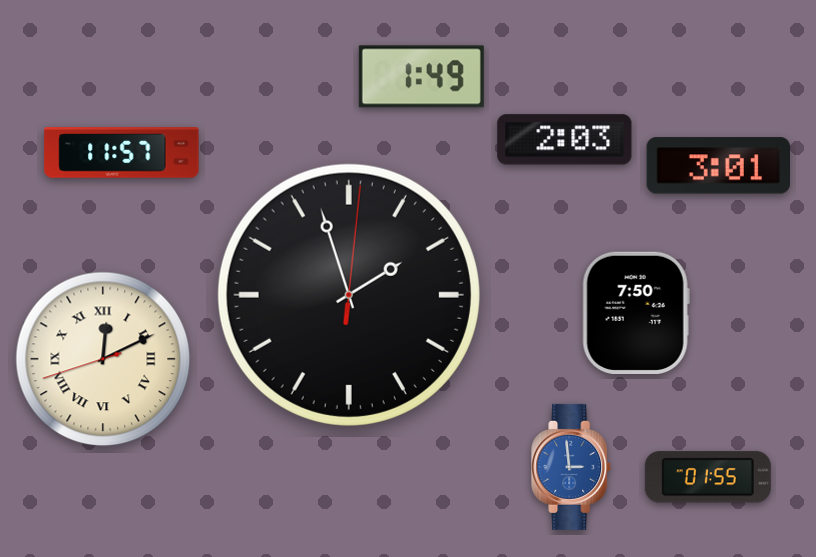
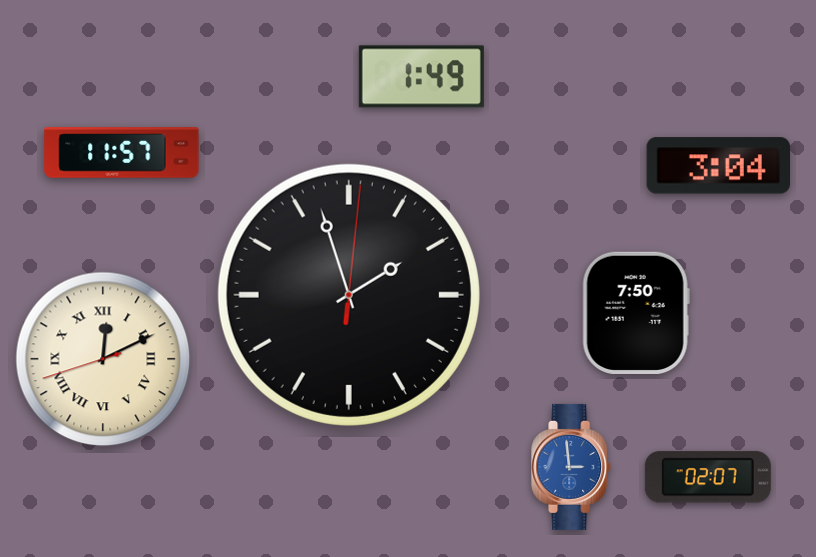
clock at (565, 140): 2:03 -> none
clock at (718, 166): 3:01 -> 3:04
clock at (708, 477): 01:55 -> 02:07
